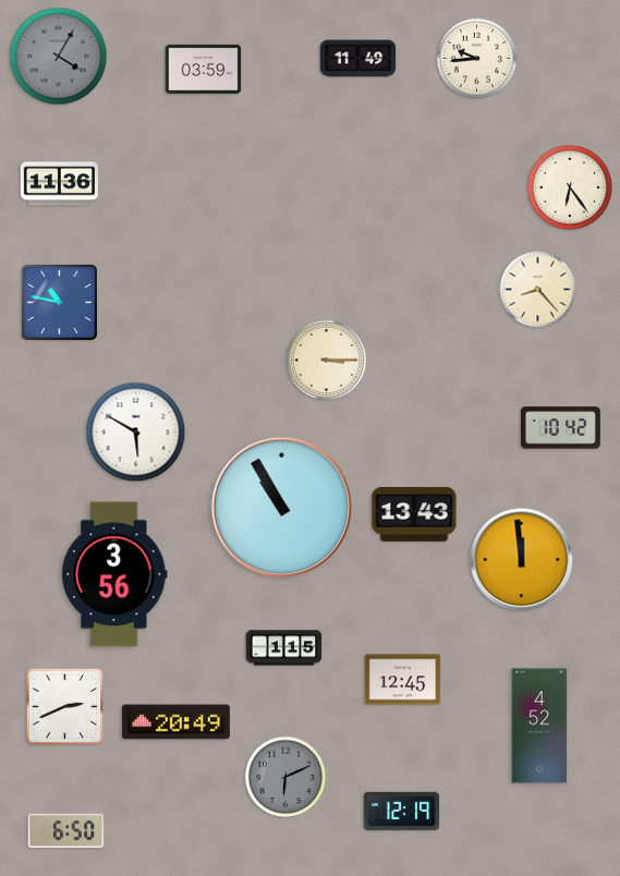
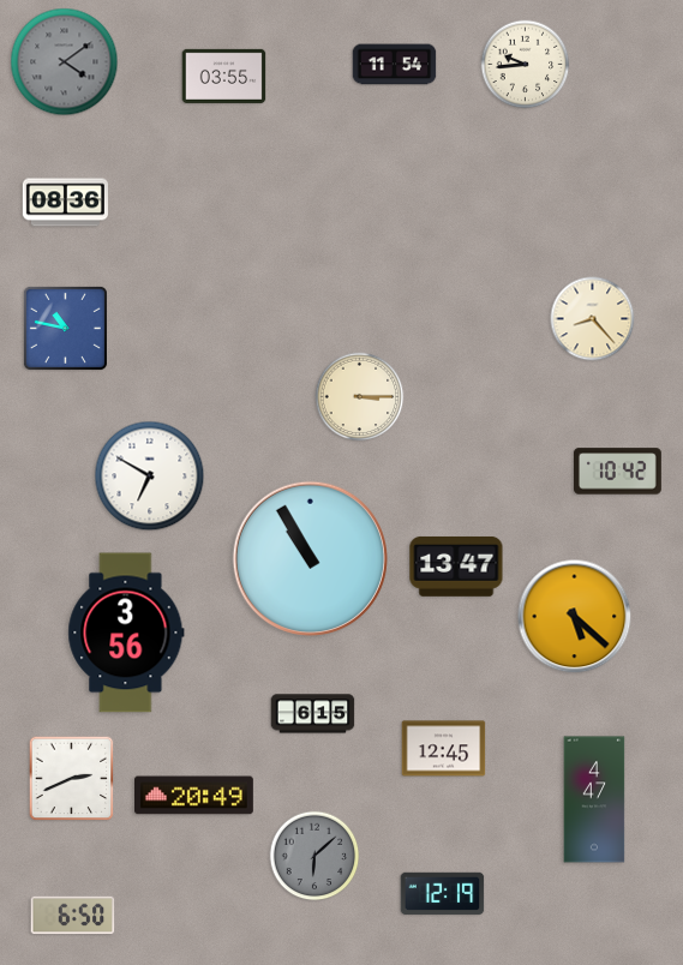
clock at (59, 57): 4:05 -> 4:09
clock at (358, 59): 11:49 -> 11:54
clock at (204, 69): 03:59 -> 03:55
clock at (59, 184): 11:36 -> 08:36
clock at (570, 187): 6:24 -> none
clock at (59, 302) position: (59, 302) -> (65, 328)
clock at (136, 433): 5:50 -> 6:50
clock at (414, 514): 13:43 -> 13:47
clock at (522, 560): 11:59 -> 5:22
clock at (284, 648): 1:15 -> 6:15
clock at (539, 726): 4:52 -> 4:47
clock at (285, 777): 6:11 -> 6:08
